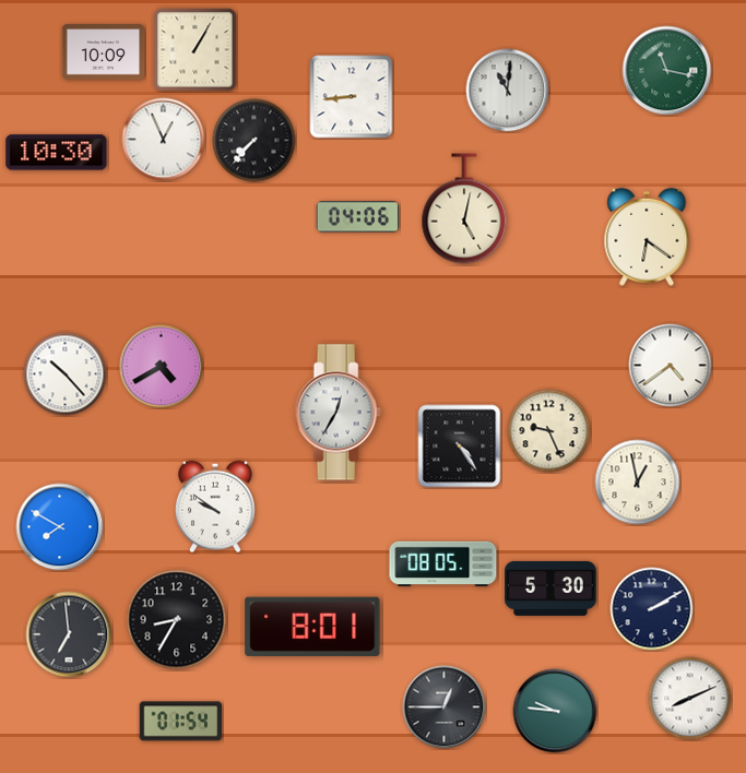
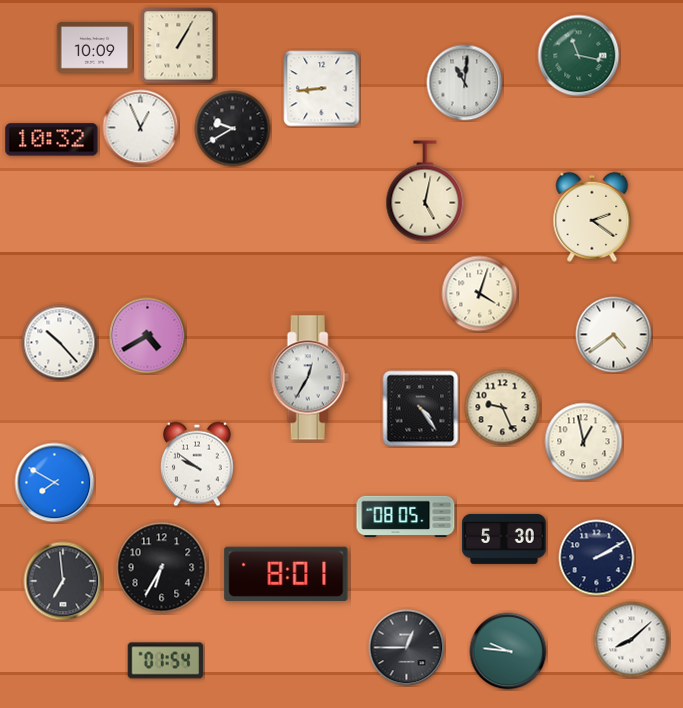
clock at (667, 71) position: (667, 71) -> (579, 56)
clock at (164, 140) position: (164, 140) -> (141, 128)
clock at (254, 141): 7:37 -> 9:40
clock at (57, 153): 10:30 -> 10:32
clock at (358, 217): 04:06 -> none
clock at (647, 237): 6:21 -> 2:21
clock at (480, 294): none -> 4:03
clock at (549, 431) position: (549, 431) -> (503, 408)
clock at (177, 620): 8:35 -> 6:35
clock at (690, 699): 8:11 -> 8:08
